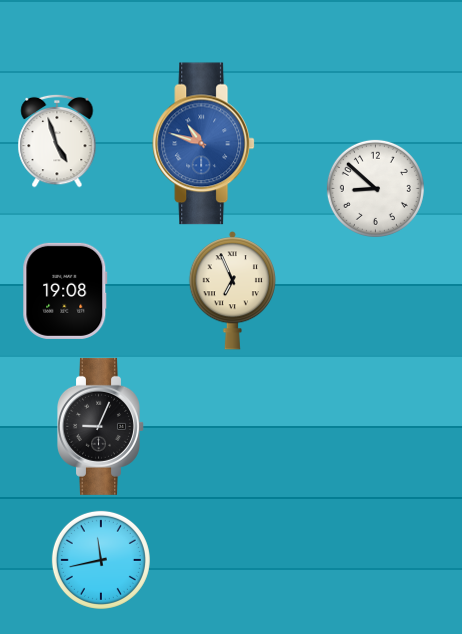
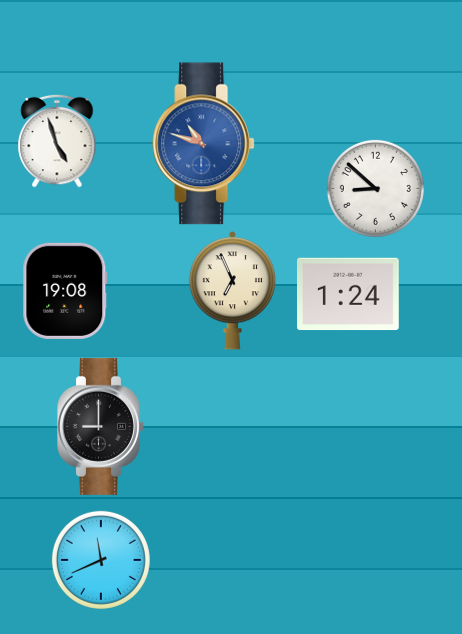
clock at (349, 294): none -> 1:24
clock at (101, 426): 9:04 -> 9:00
clock at (101, 560): 11:43 -> 11:41
